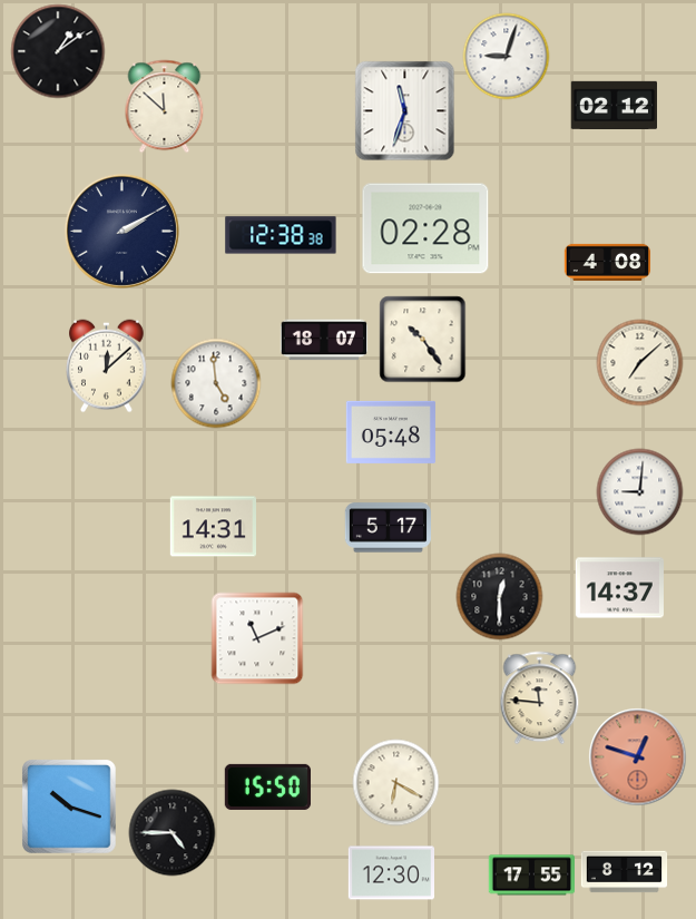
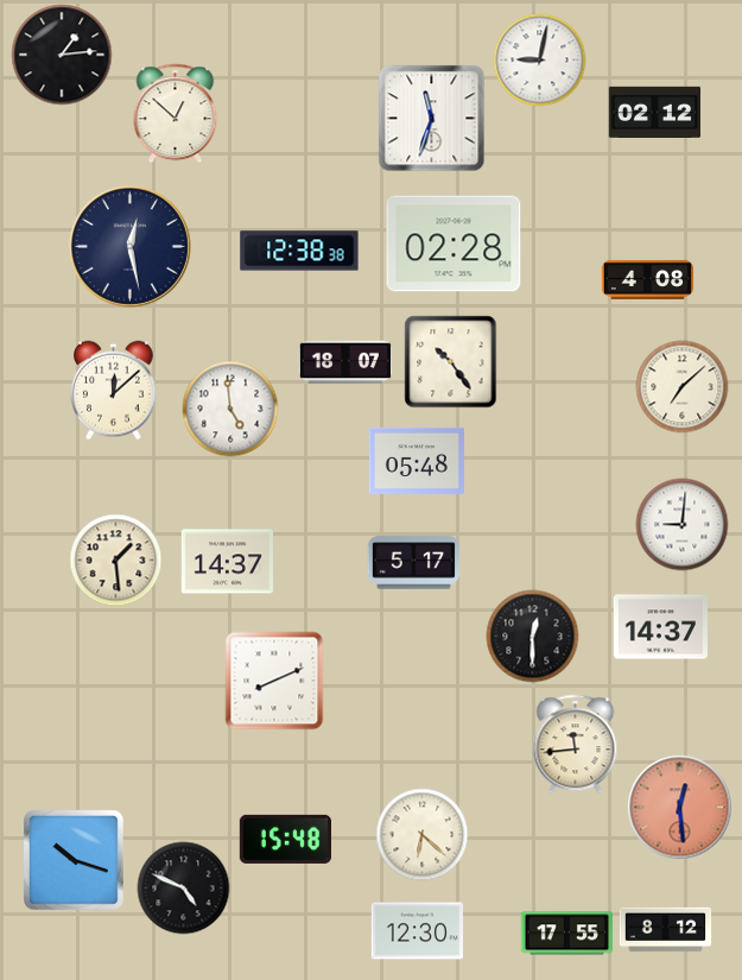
clock at (58, 51): 1:09 -> 1:14
clock at (506, 56): 9:03 -> 9:02
clock at (165, 106): 11:52 -> 12:52
clock at (121, 231): 2:10 -> 12:28
clock at (115, 559): none -> 1:29
clock at (213, 527): 14:31 -> 14:37
clock at (257, 638): 11:11 -> 8:11
clock at (540, 697): 11:46 -> 11:44
clock at (637, 756): 12:48 -> 12:29
clock at (395, 782): 6:20 -> 6:22
clock at (267, 786): 15:50 -> 15:48
clock at (171, 832): 4:45 -> 4:49
